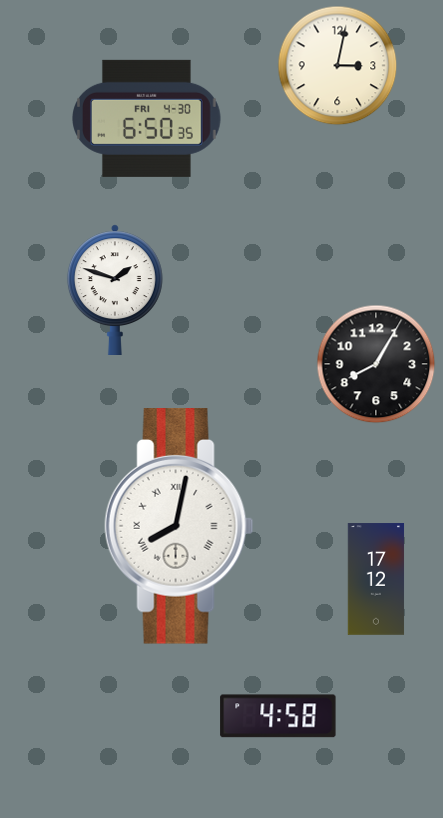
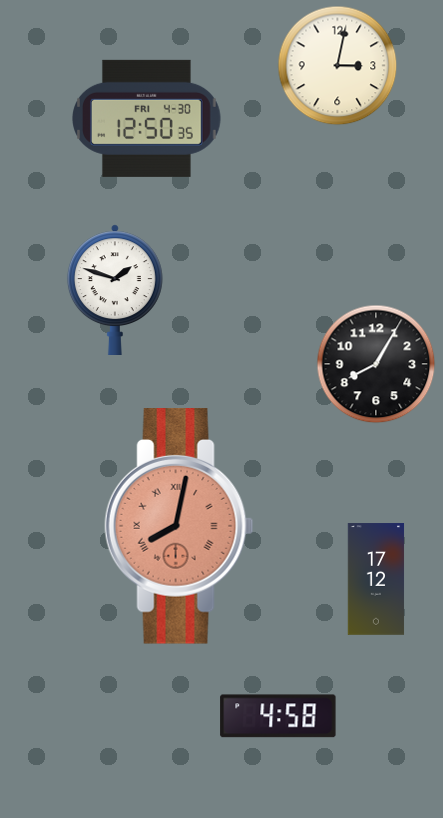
clock at (147, 118): 6:50 -> 12:50
clock at (179, 527) dial: white -> salmon
